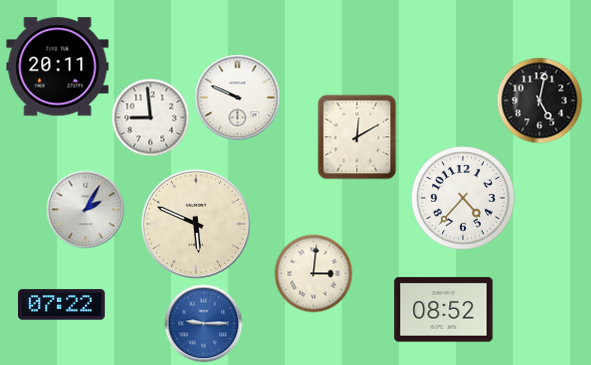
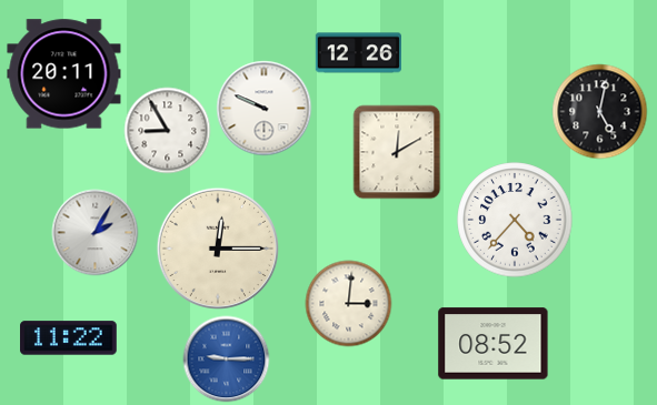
clock at (358, 53): none -> 12:26
clock at (150, 117): 8:59 -> 8:55
clock at (196, 224): 5:49 -> 12:15
clock at (62, 305): 07:22 -> 11:22
